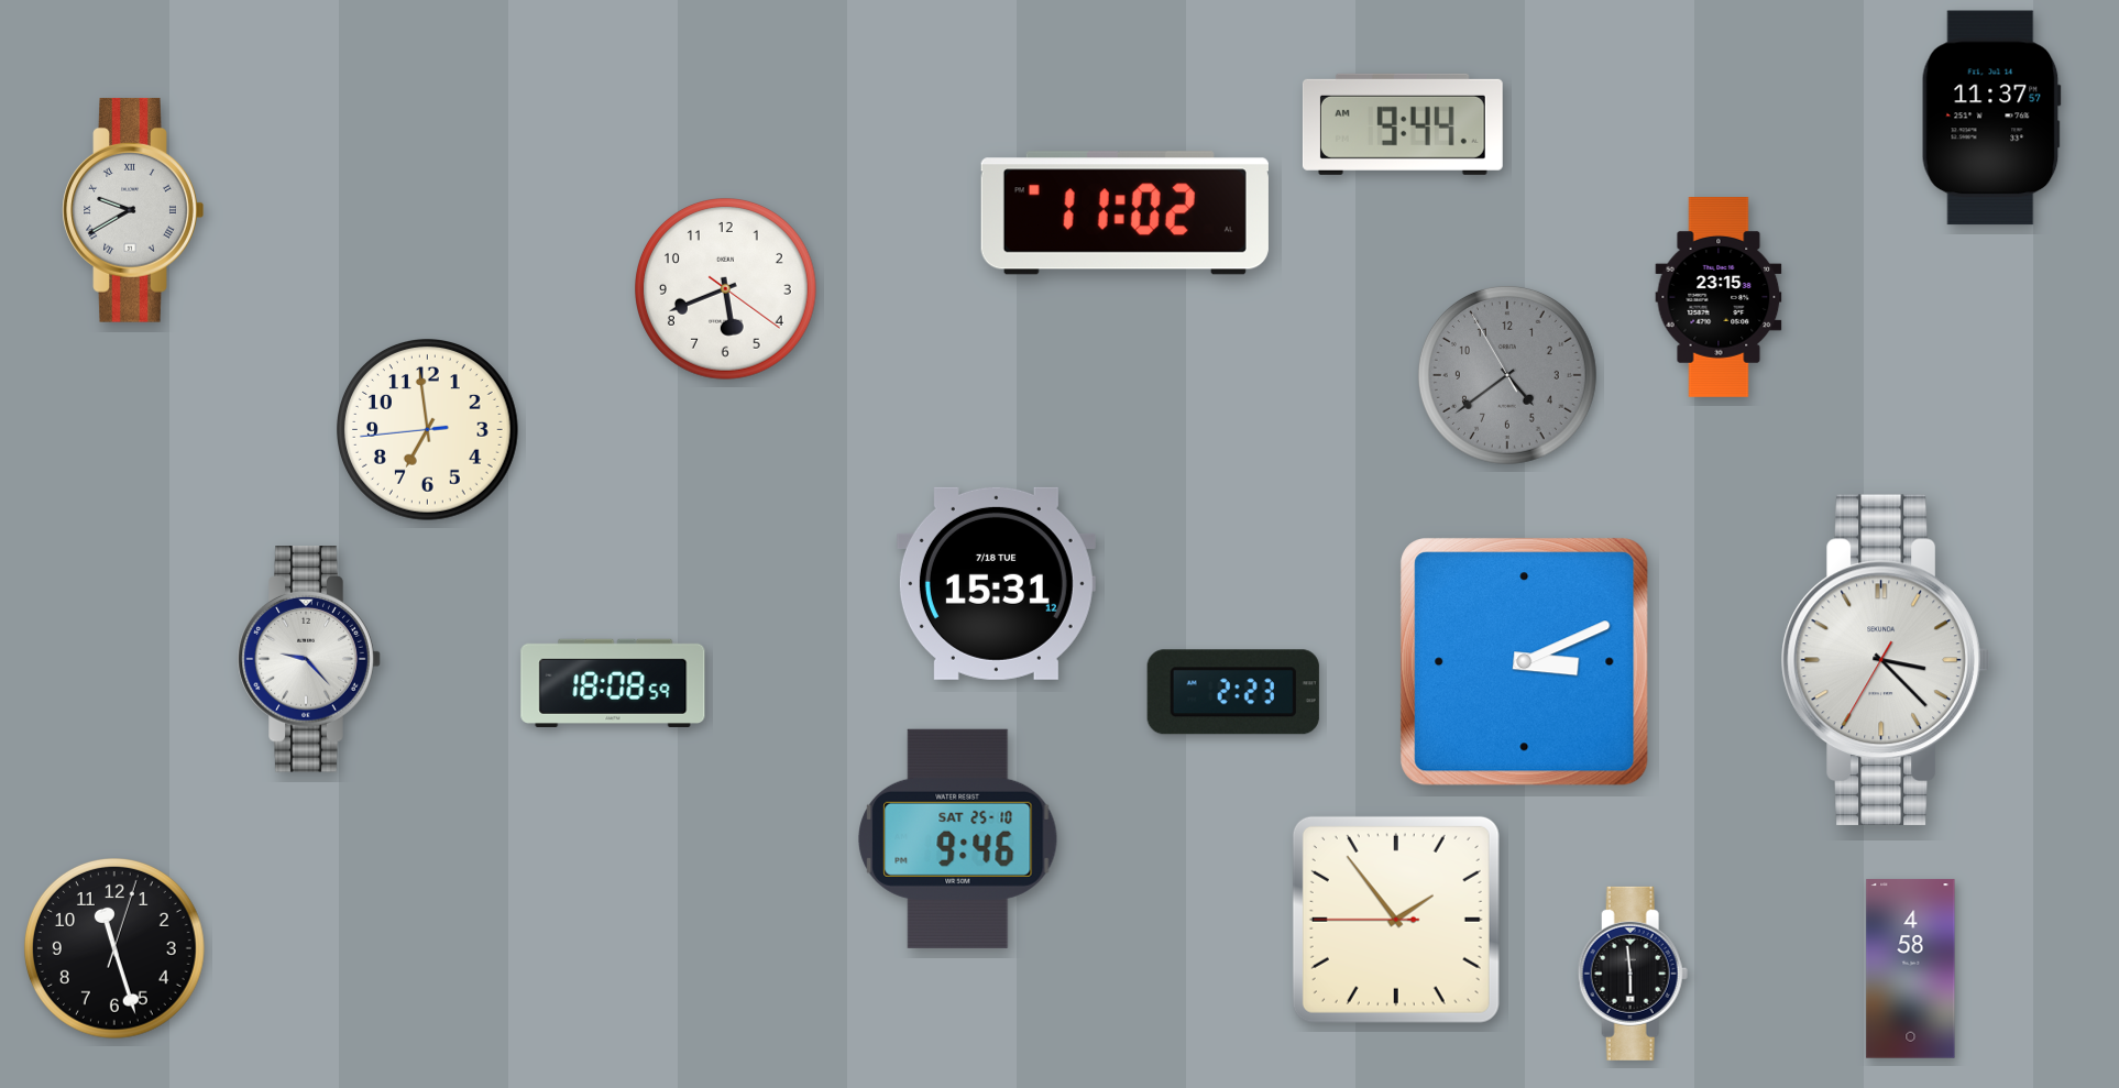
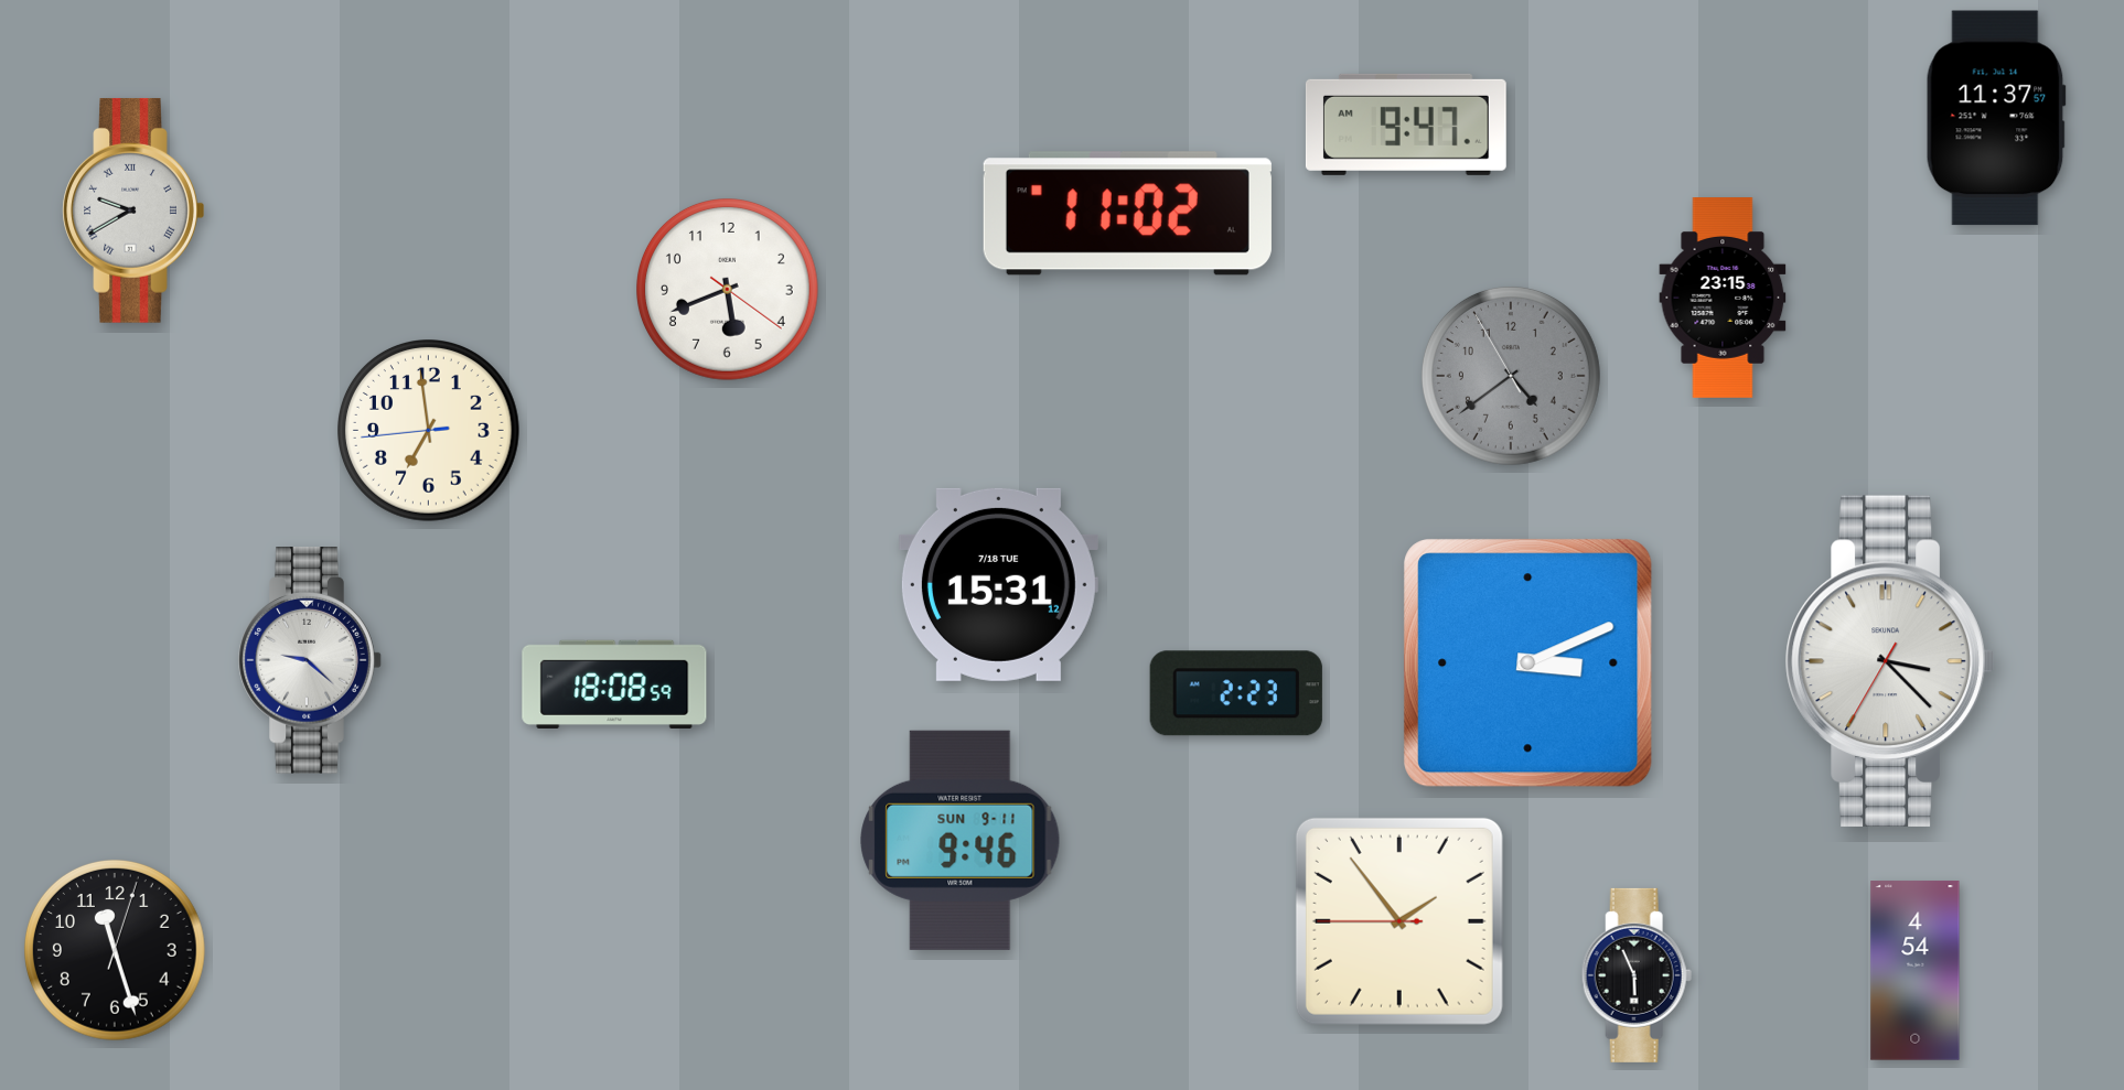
clock at (1403, 124): 9:44 -> 9:47
clock at (309, 659): 9:23 -> 9:22
clock at (958, 838) date: SAT 25-10 -> SUN 9-11
clock at (1911, 969): 4:58 -> 4:54
clock at (1633, 974): 5:59 -> 5:56
